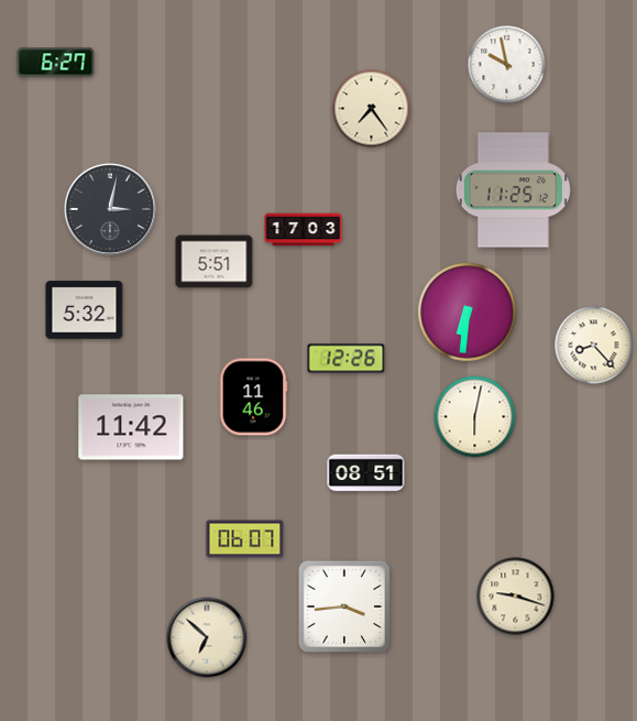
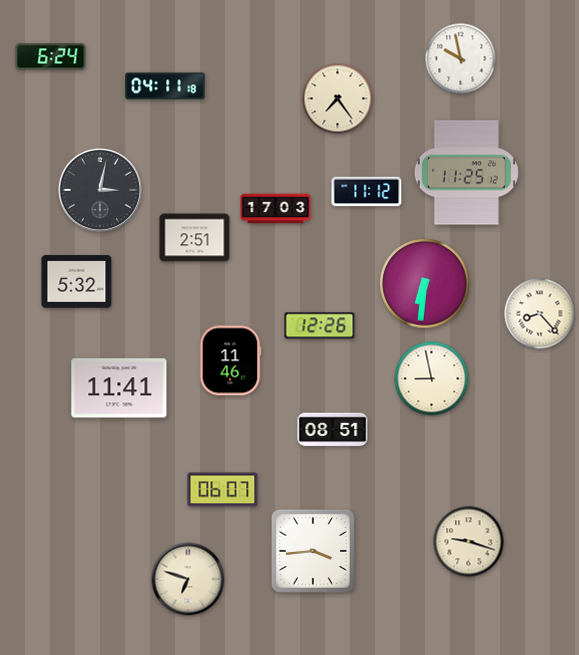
clock at (56, 63): 6:27 -> 6:24
clock at (165, 86): none -> 04:11
clock at (367, 192): none -> 11:12
clock at (215, 262): 5:51 -> 2:51
clock at (347, 359) position: (347, 359) -> (320, 326)
clock at (475, 417): 6:02 -> 8:58
clock at (131, 427): 11:42 -> 11:41
clock at (207, 637): 6:52 -> 6:48
